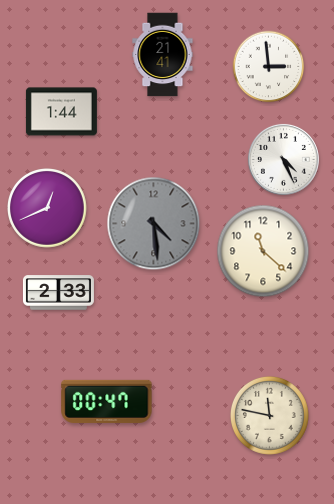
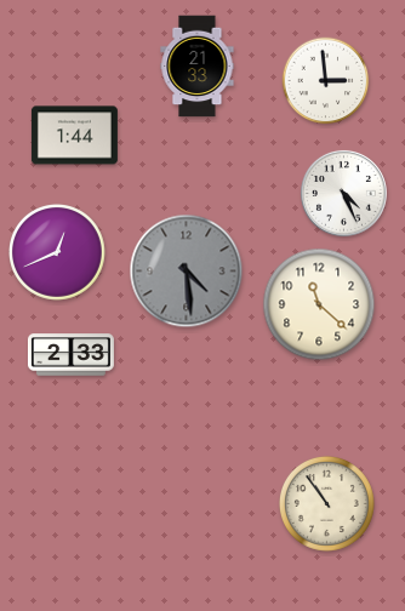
clock at (163, 55): 21:41 -> 21:33
clock at (107, 401): 00:47 -> none
clock at (269, 415): 11:47 -> 10:54
